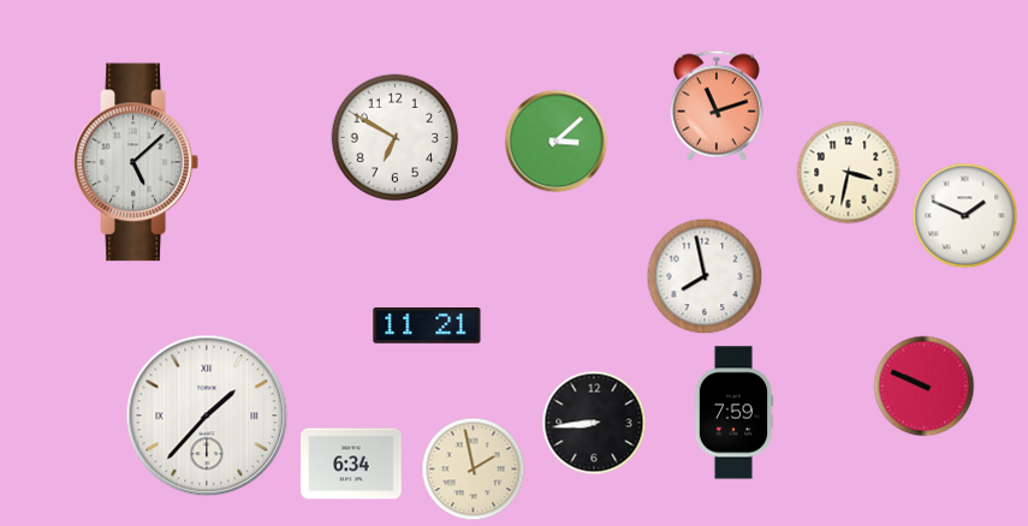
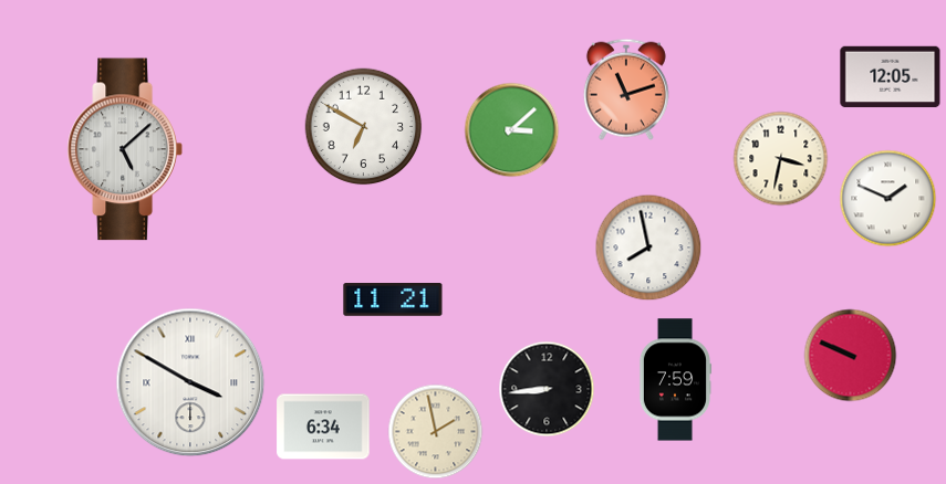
clock at (891, 77): none -> 12:05
clock at (717, 106) position: (717, 106) -> (626, 90)
clock at (705, 276) position: (705, 276) -> (648, 248)
clock at (207, 416): 1:37 -> 3:50
